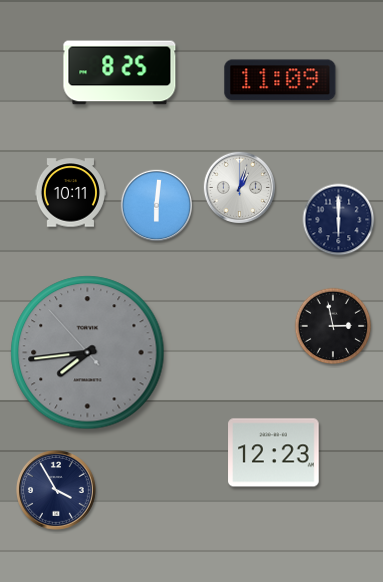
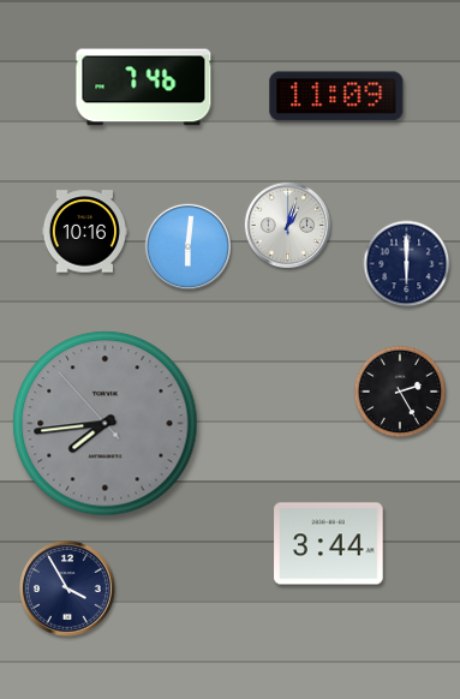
clock at (120, 73): 8:25 -> 7:46
clock at (70, 193): 10:11 -> 10:16
clock at (333, 326): 2:58 -> 2:25
clock at (274, 453): 12:23 -> 3:44
